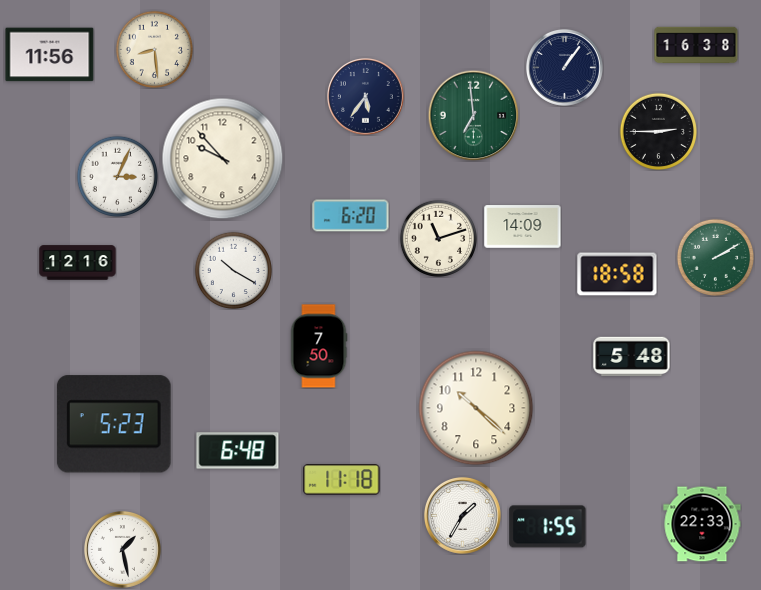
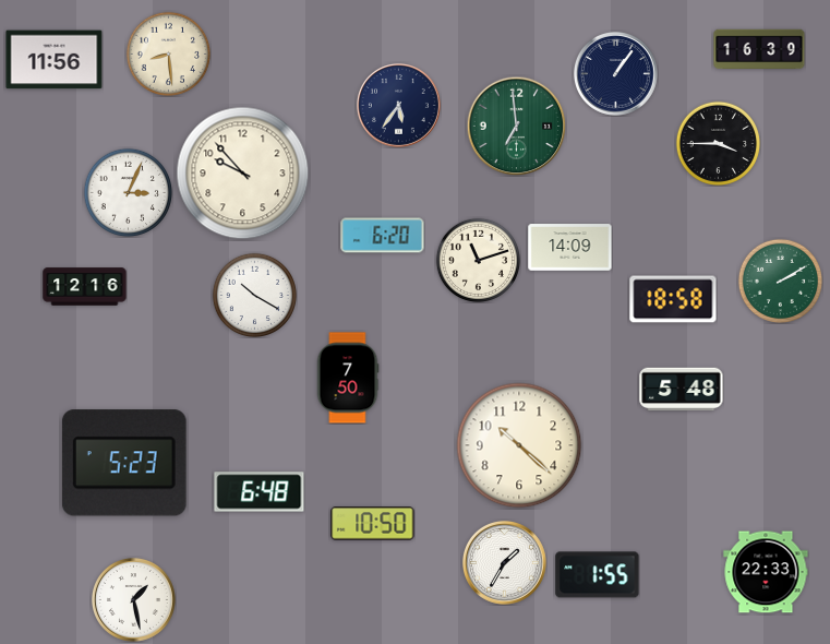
clock at (696, 45): 16:38 -> 16:39
clock at (658, 131): 2:45 -> 3:45
clock at (632, 357) position: (632, 357) -> (682, 390)
clock at (342, 480): 11:18 -> 10:50
